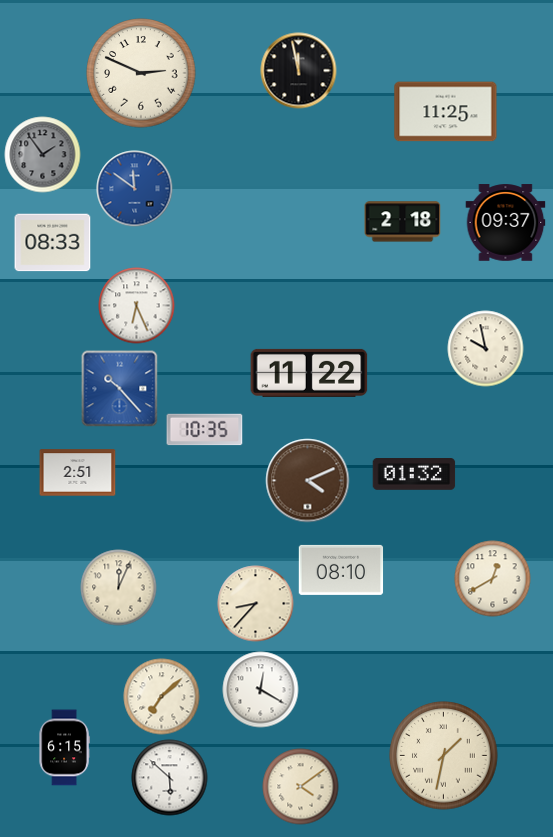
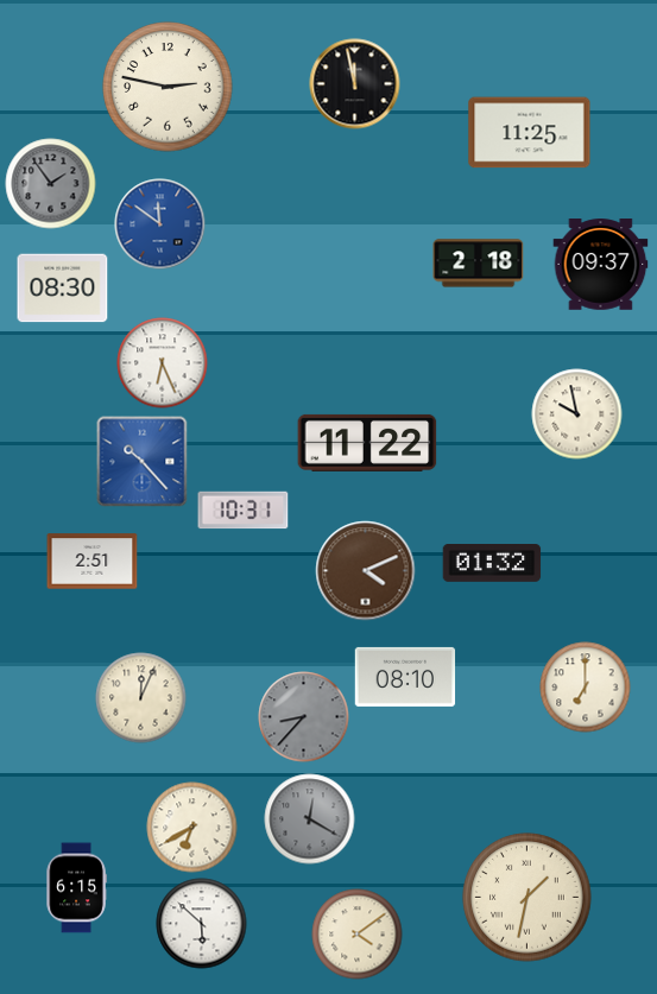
clock at (141, 73): 2:49 -> 2:47
clock at (53, 243): 08:33 -> 08:30
clock at (205, 430): 10:35 -> 10:31
clock at (493, 579): 12:40 -> 7:00
clock at (256, 604) dial: cream -> grey
clock at (261, 690) dial: white -> grey
clock at (162, 697): 7:08 -> 6:40
